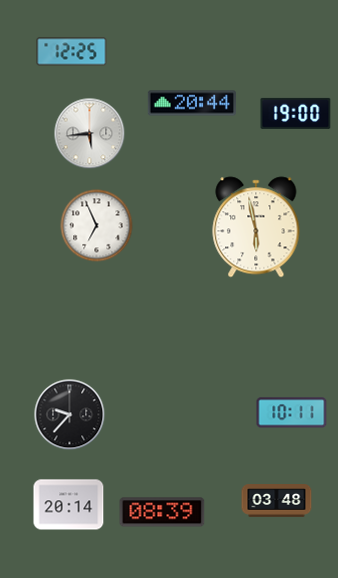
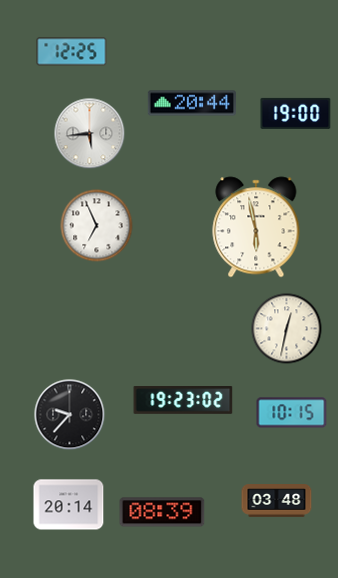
clock at (287, 329): none -> 12:32
clock at (183, 401): none -> 19:23
clock at (292, 413): 10:11 -> 10:15
